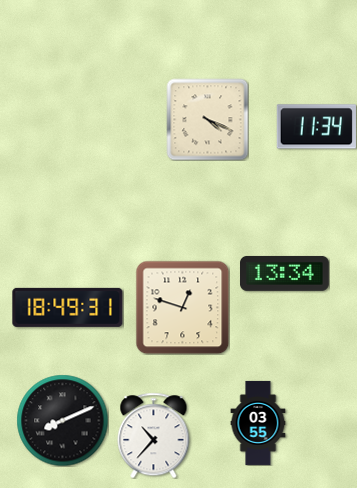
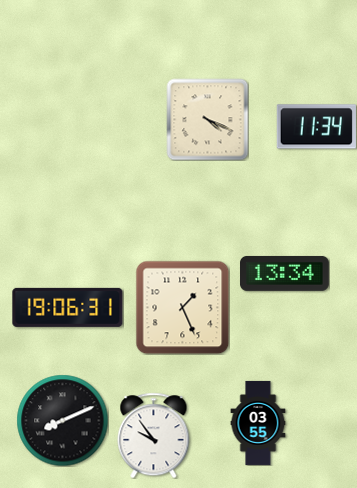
clock at (68, 307): 18:49 -> 19:06
clock at (182, 307): 12:48 -> 1:26
clock at (154, 435): 10:37 -> 9:54
